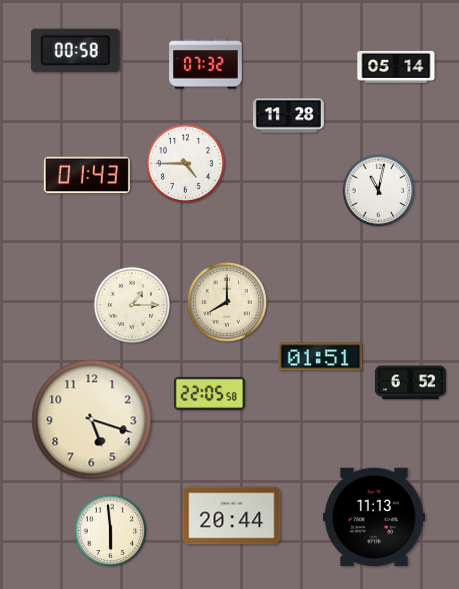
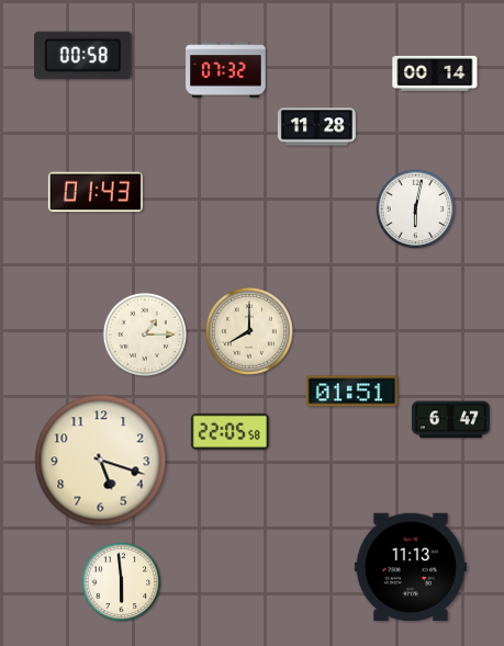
clock at (396, 67): 05:14 -> 00:14
clock at (185, 163): 4:45 -> none
clock at (379, 191): 11:02 -> 6:02
clock at (410, 383): 6:52 -> 6:47
clock at (232, 516): 20:44 -> none
